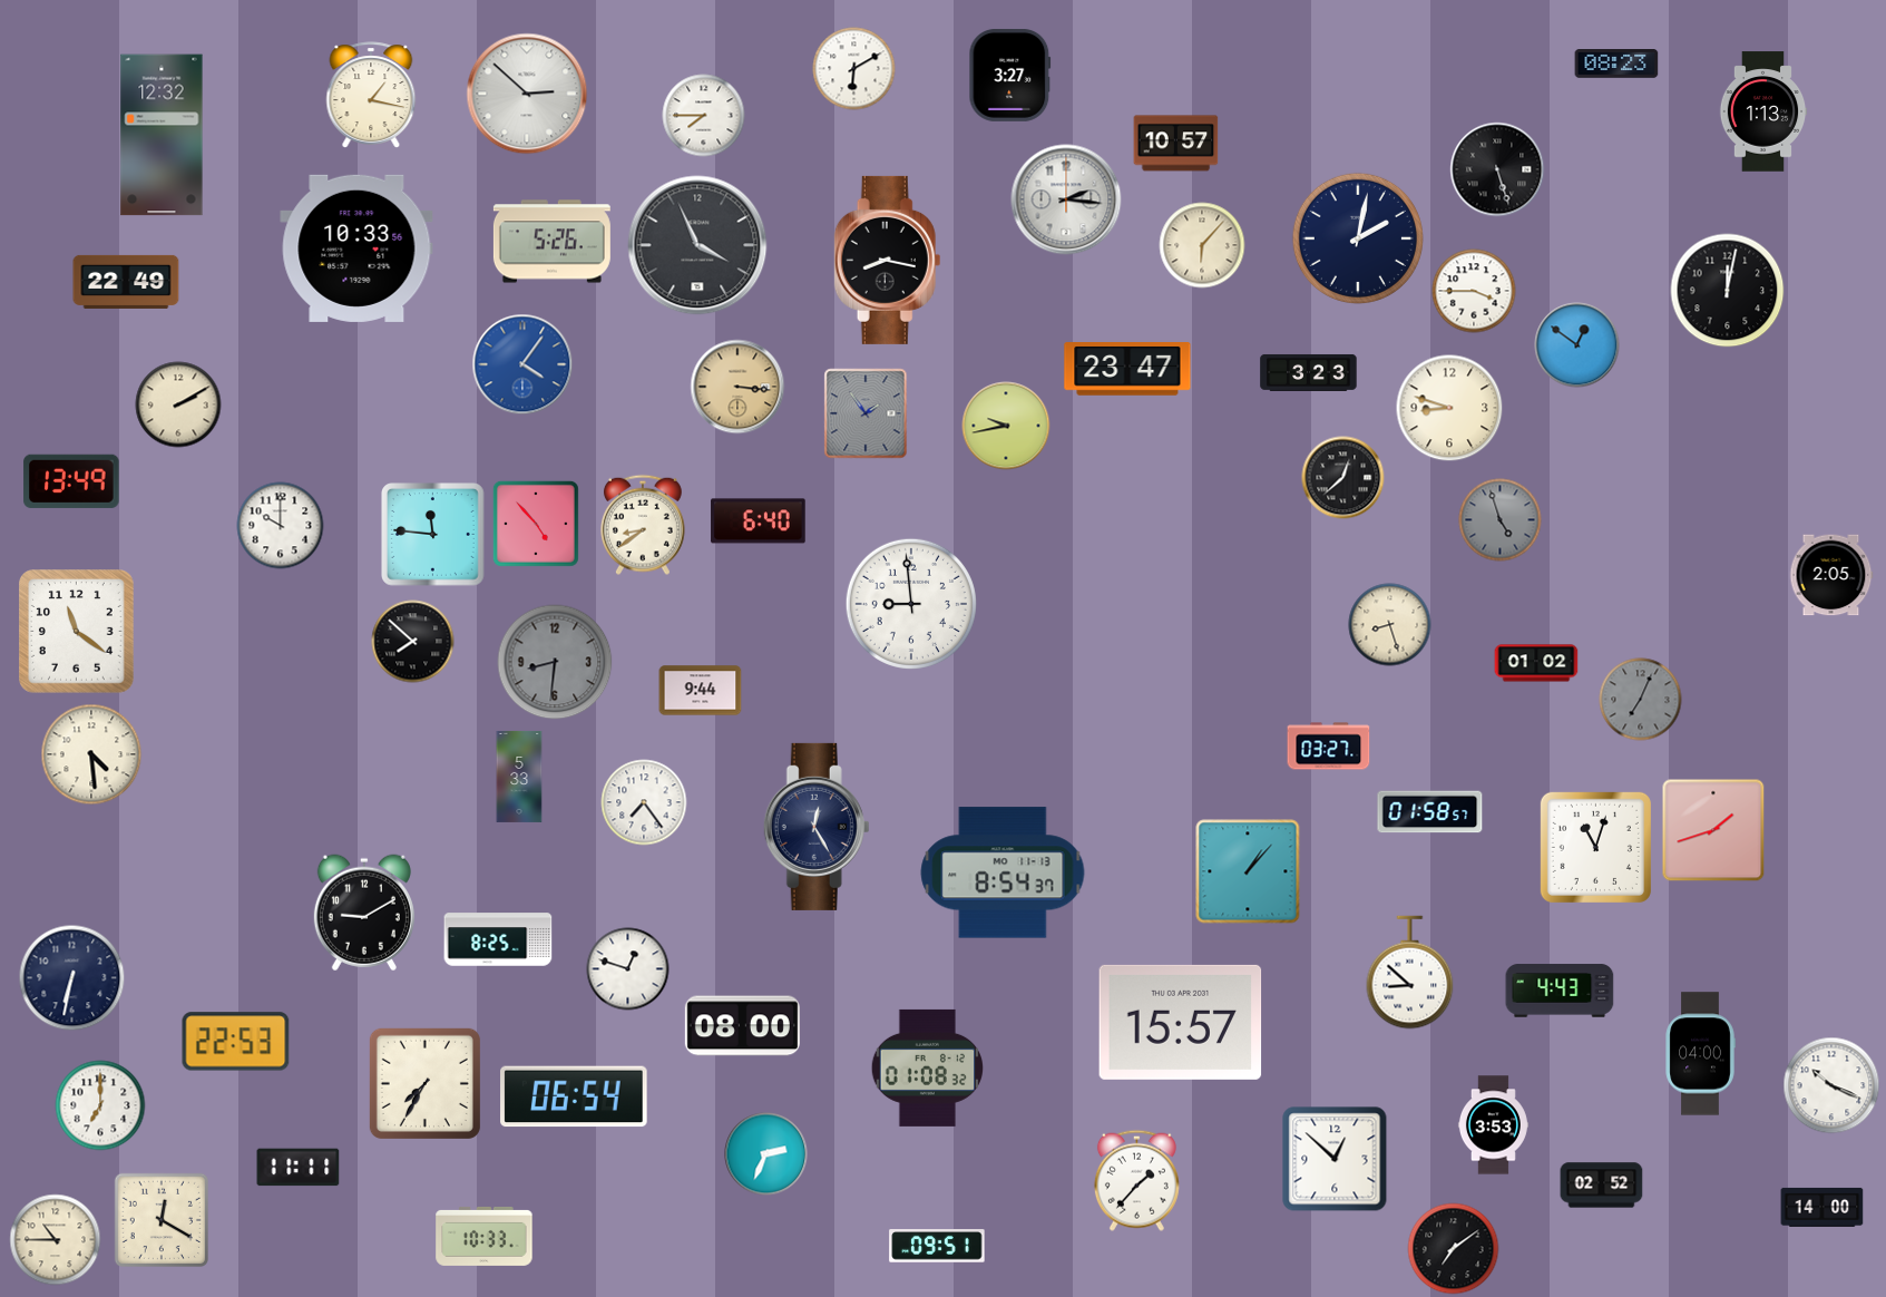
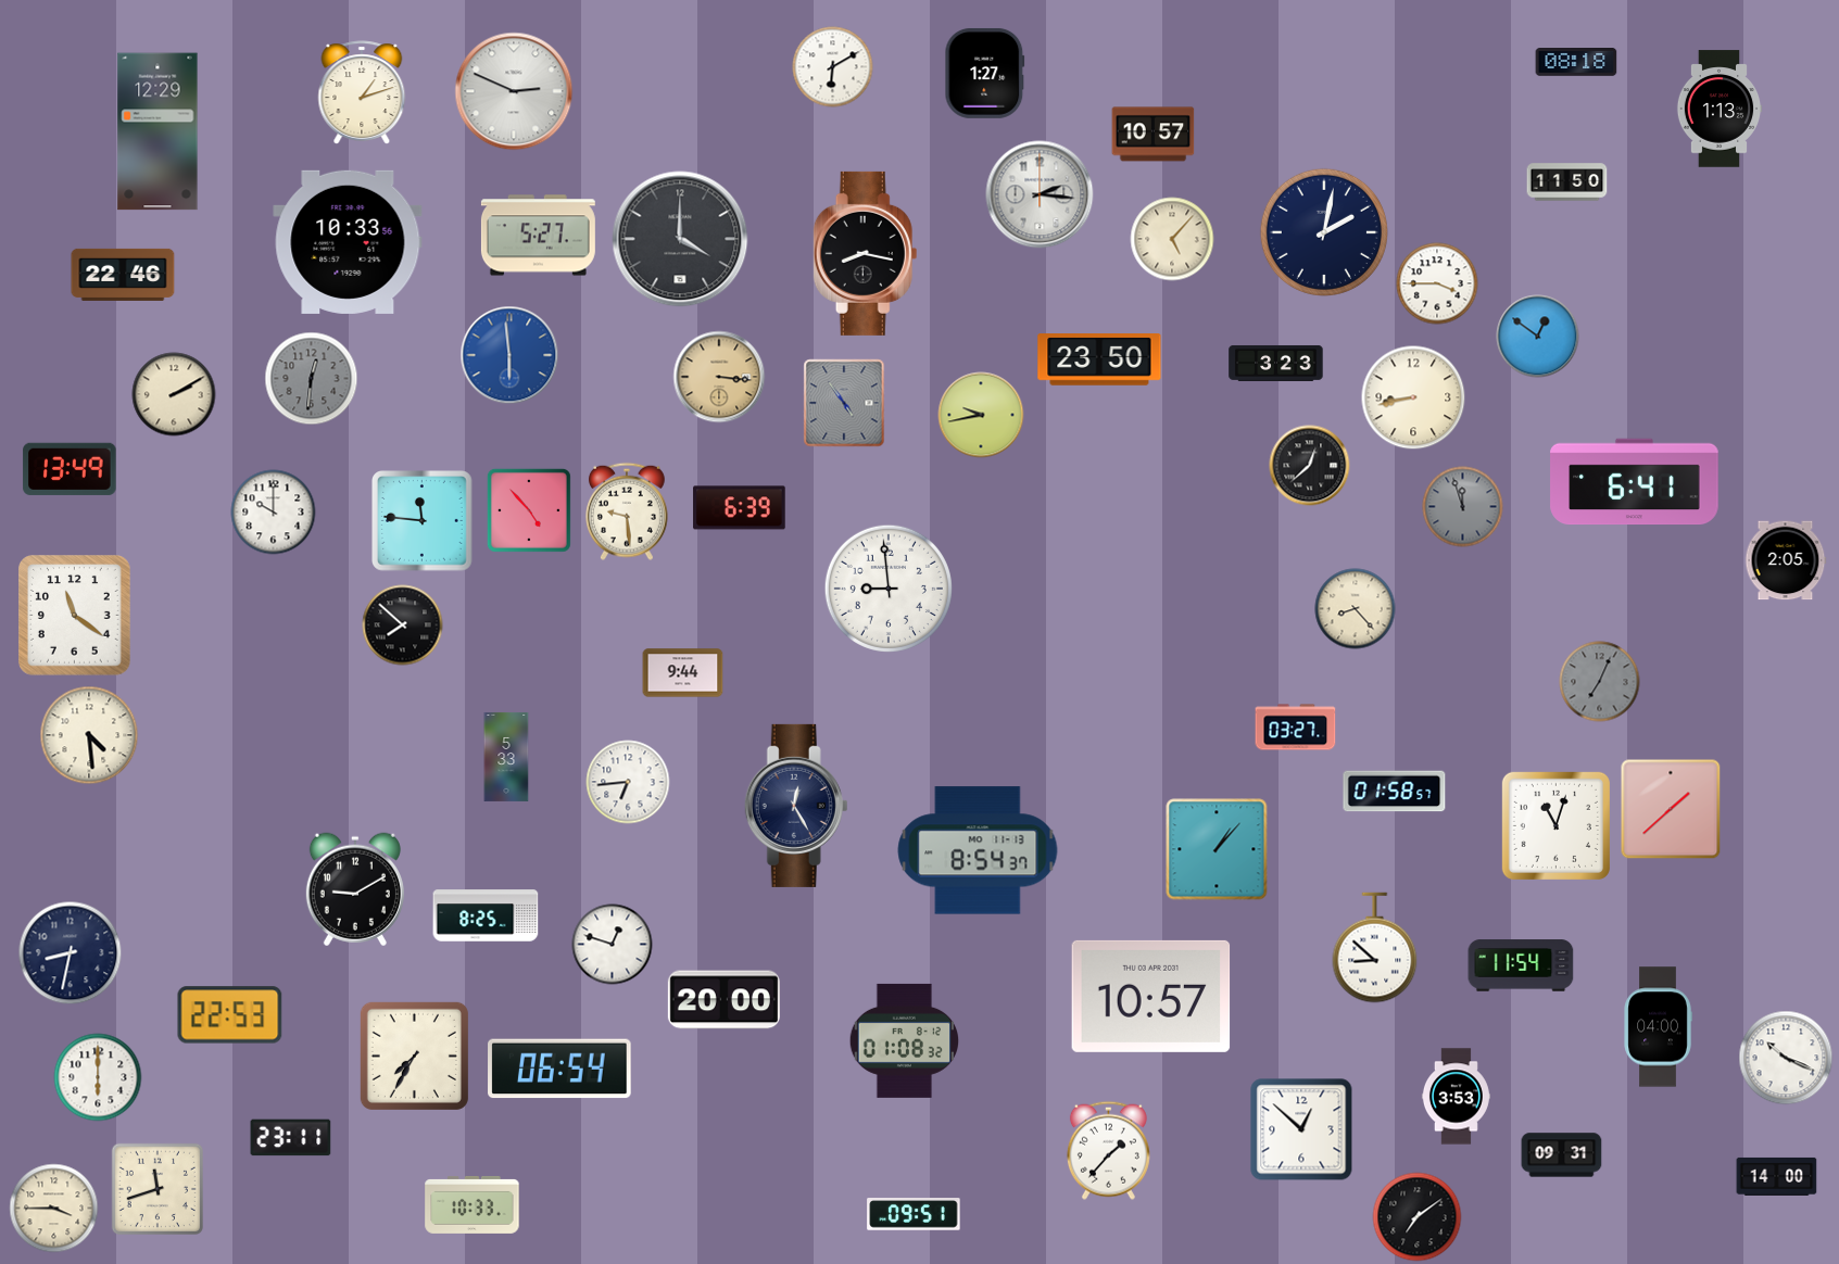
clock at (1616, 65): 08:23 -> 08:18
clock at (1010, 75): 3:27 -> 1:27
clock at (527, 94): 2:52 -> 2:49
clock at (371, 95): 1:17 -> 1:12
clock at (704, 116): 7:45 -> none
clock at (162, 135): 12:32 -> 12:29
clock at (1176, 144) position: (1176, 144) -> (1154, 135)
clock at (1497, 169): 5:27 -> none
clock at (1567, 182): none -> 11:50
clock at (551, 242): 5:26 -> 5:27
clock at (697, 245): 3:56 -> 4:00
clock at (1202, 245): 6:07 -> 5:07
clock at (126, 282): 22:49 -> 22:46
clock at (1728, 291): 12:02 -> none
clock at (522, 364): 4:06 -> 5:59
clock at (1127, 370): 23:47 -> 23:50
clock at (312, 379): none -> 12:31
clock at (1449, 408): 8:48 -> 8:43
clock at (866, 413): 1:54 -> 4:54
clock at (1635, 482): none -> 6:41
clock at (1501, 520): 4:57 -> 11:57
clock at (759, 521): 6:40 -> 6:39
clock at (536, 524) position: (536, 524) -> (529, 510)
clock at (644, 525): 8:39 -> 9:29
clock at (1390, 625): 8:27 -> 8:23
clock at (555, 662): 8:31 -> none
clock at (1536, 663): 01:02 -> none
clock at (644, 802): 7:24 -> 6:44
clock at (1713, 830): 1:42 -> 1:38
clock at (72, 978): 6:32 -> 8:32
clock at (1560, 991): 4:43 -> 11:54
clock at (1181, 1022): 15:57 -> 10:57
clock at (742, 1026): 08:00 -> 20:00
clock at (100, 1105): 7:00 -> 6:00
clock at (766, 1154): 2:34 -> none
clock at (299, 1168): 11:11 -> 23:11
clock at (1602, 1186): 02:52 -> 09:31
clock at (160, 1219): 12:20 -> 11:42
clock at (56, 1240): 10:45 -> 3:45
